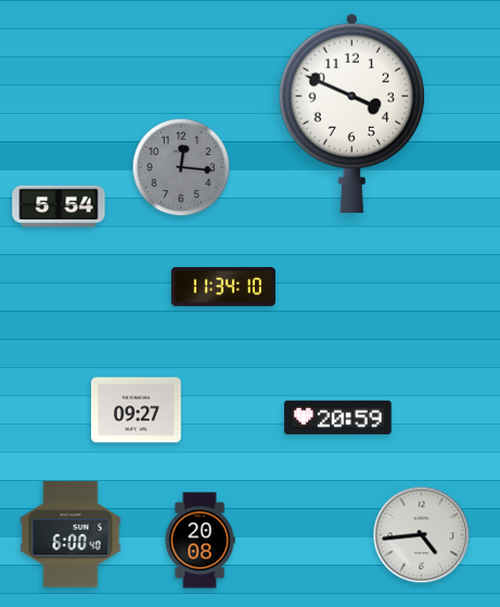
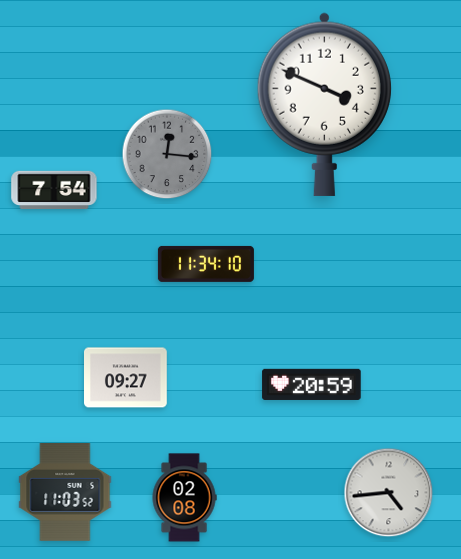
clock at (59, 206): 5:54 -> 7:54
clock at (70, 535): 6:00 -> 11:03
clock at (200, 541): 20:08 -> 02:08
